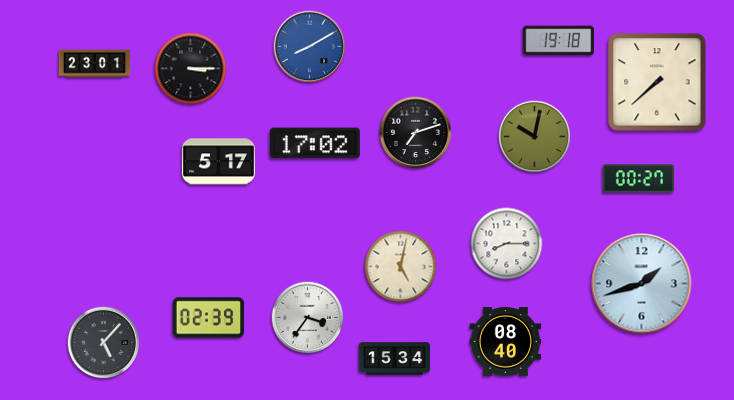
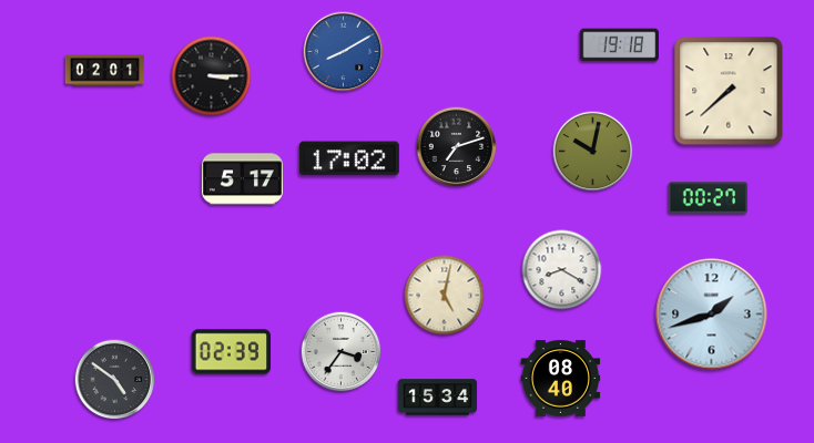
clock at (95, 64): 23:01 -> 02:01
clock at (416, 133) position: (416, 133) -> (457, 147)
clock at (507, 244): 8:15 -> 8:20
clock at (104, 343): 5:07 -> 4:51
